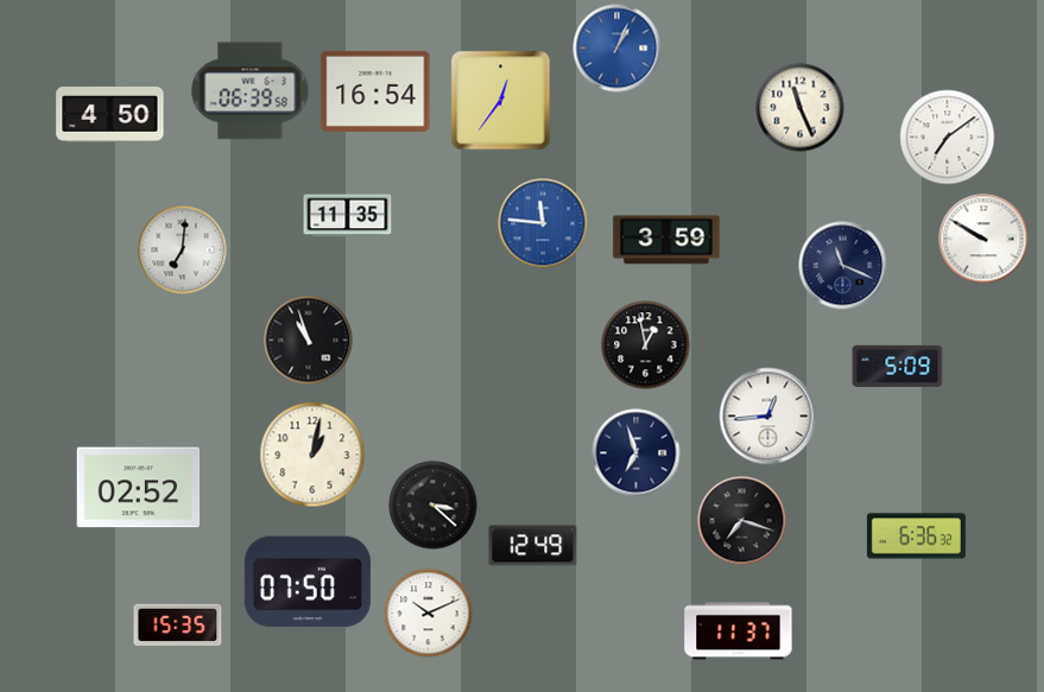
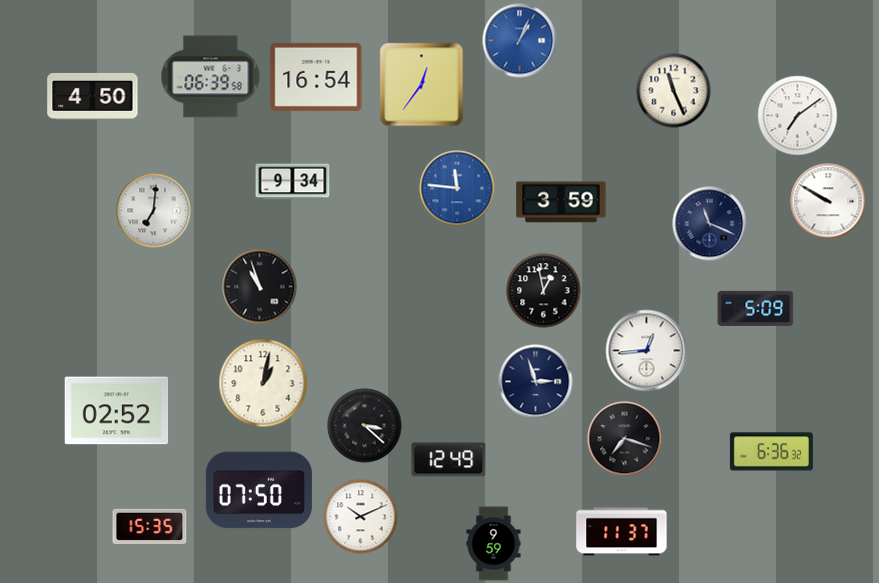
clock at (348, 216): 11:35 -> 9:34
clock at (637, 453): 6:57 -> 2:57
clock at (494, 544): none -> 9:59
